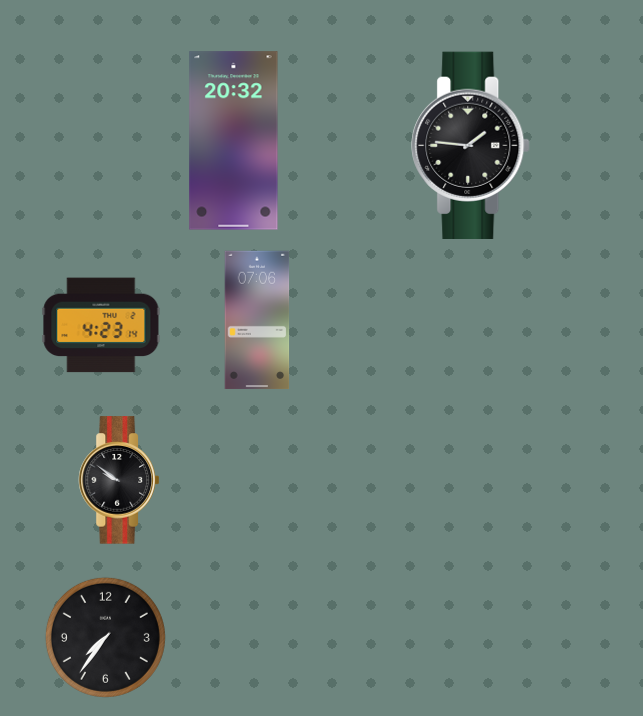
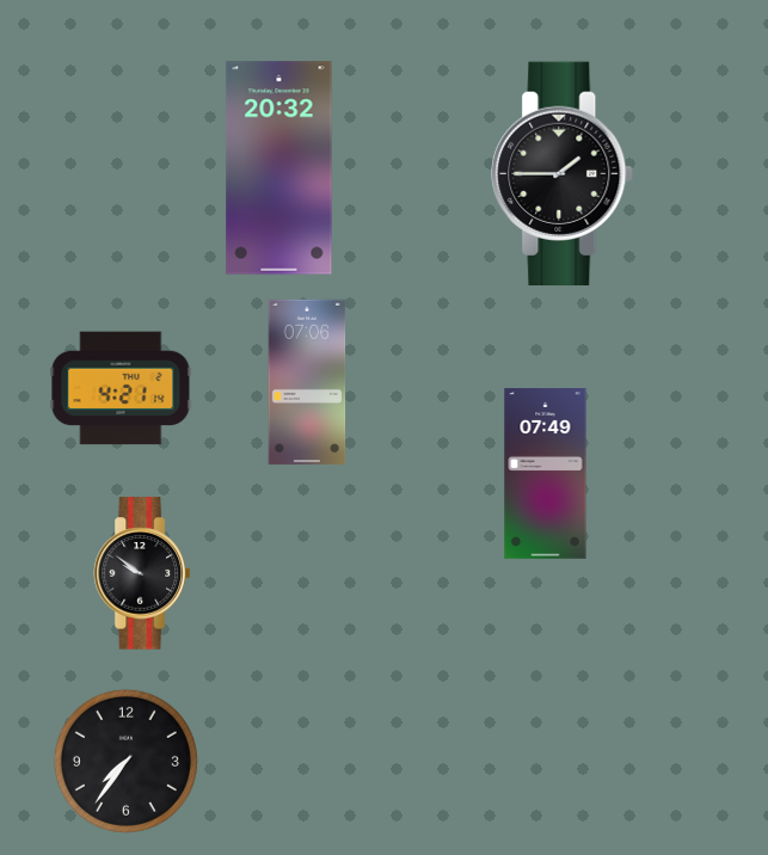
clock at (471, 145): 1:46 -> 1:45
clock at (101, 325): 4:23 -> 4:21
clock at (546, 474): none -> 07:49
